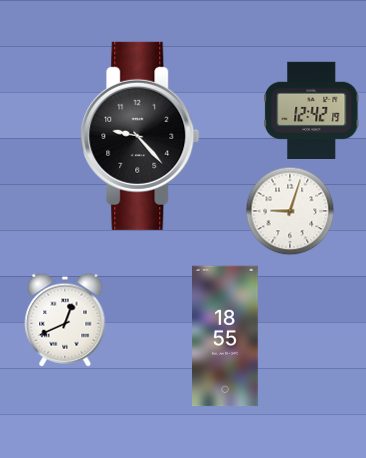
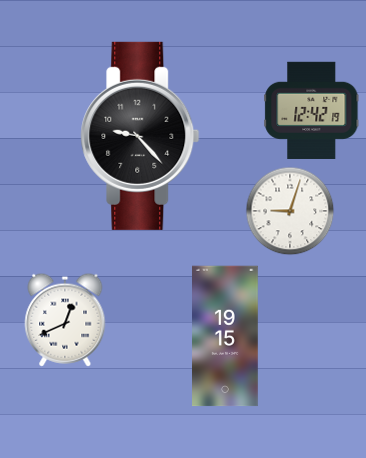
clock at (226, 336): 18:55 -> 19:15
